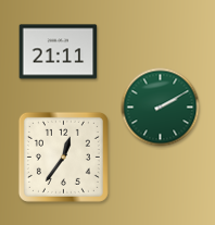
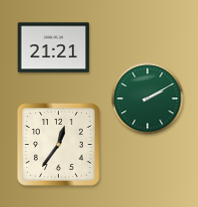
clock at (59, 52): 21:11 -> 21:21
